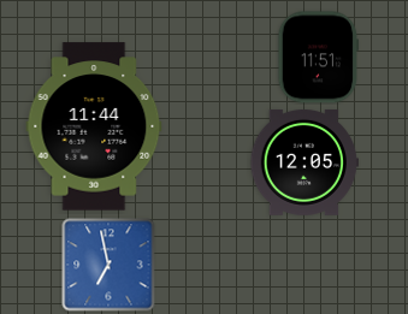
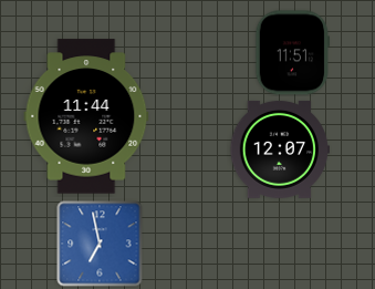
clock at (304, 162): 12:05 -> 12:07
